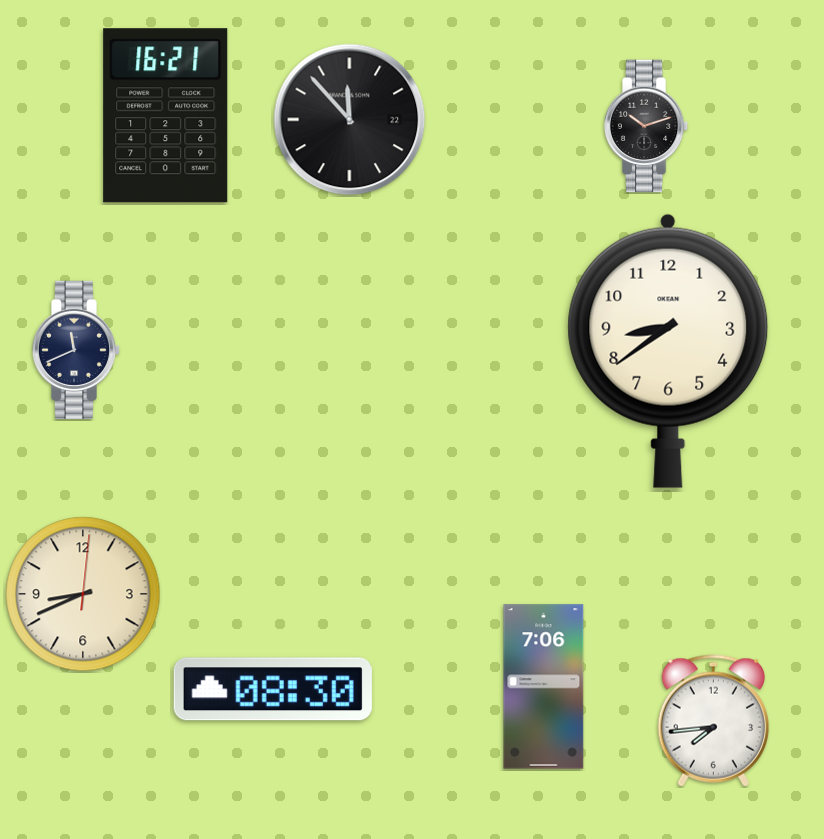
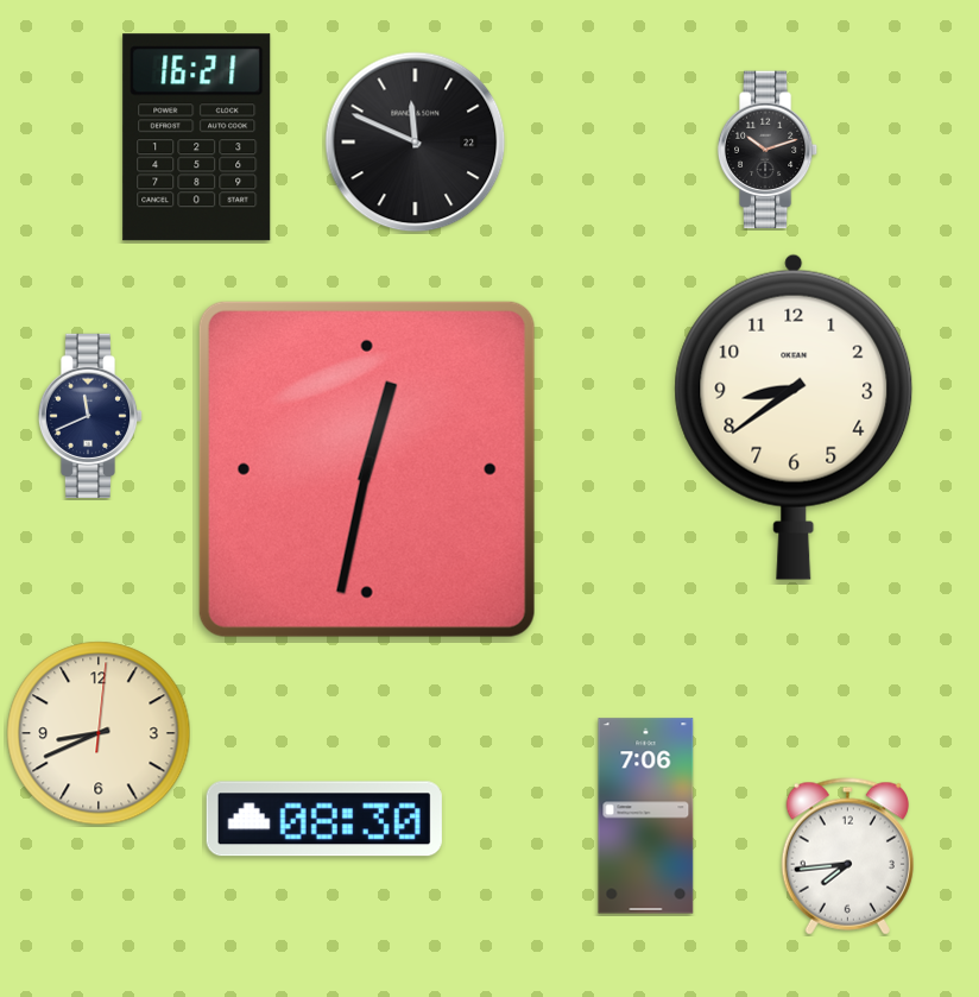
clock at (350, 120): 11:53 -> 11:49
clock at (367, 469): none -> 12:32
clock at (83, 594) position: (83, 594) -> (99, 733)
